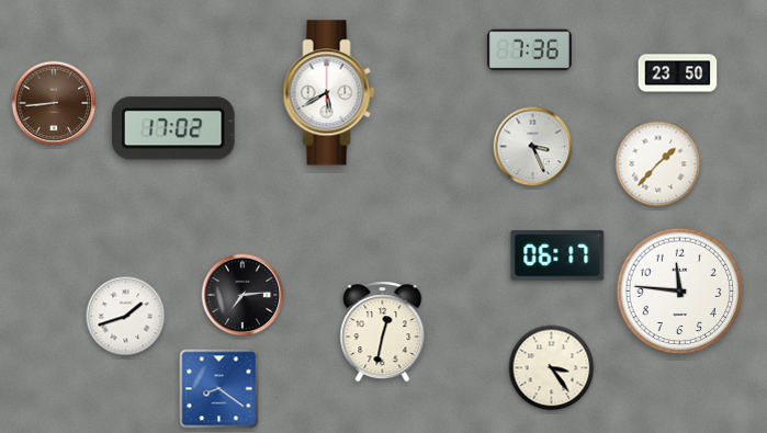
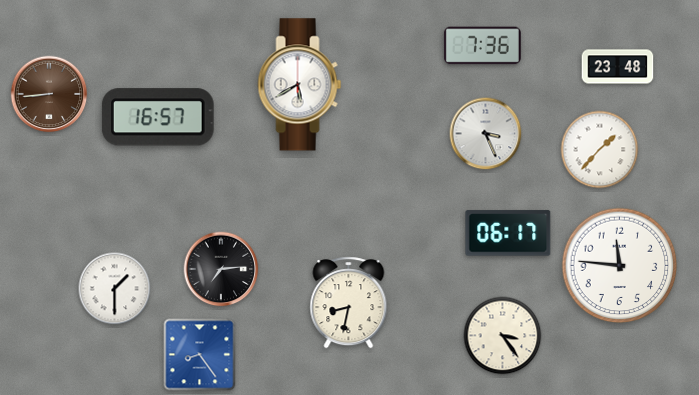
clock at (678, 73): 23:50 -> 23:48
clock at (173, 128): 17:02 -> 16:57
clock at (126, 317): 1:42 -> 1:30
clock at (383, 332): 12:32 -> 8:32
clock at (219, 389): 8:21 -> 8:24
